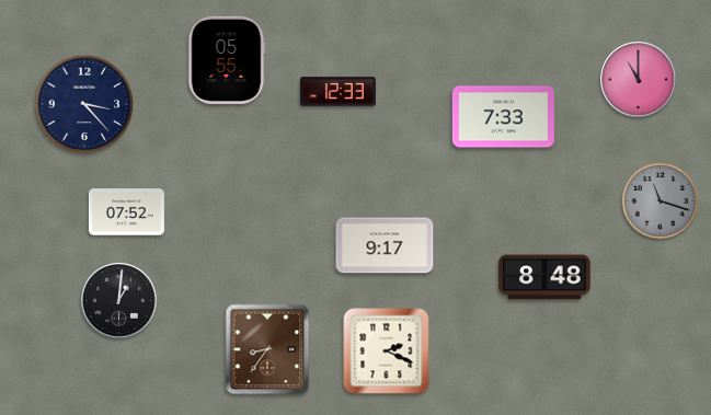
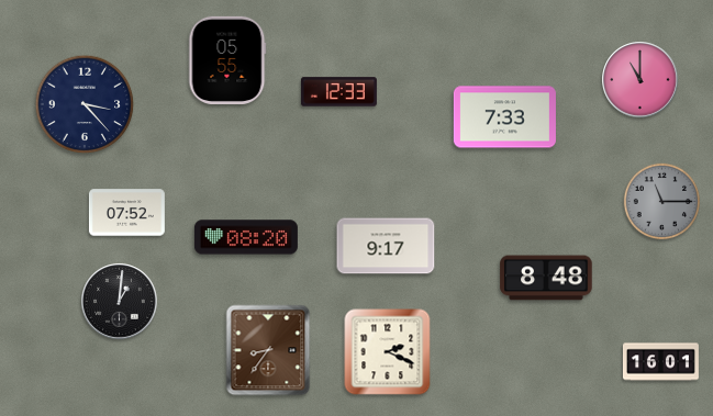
clock at (661, 201): 11:18 -> 11:15
clock at (246, 237): none -> 08:20
clock at (660, 362): none -> 16:01
